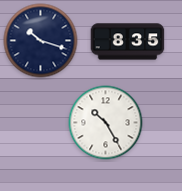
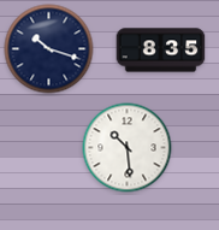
clock at (128, 42) position: (128, 42) -> (161, 51)
clock at (106, 123): 10:25 -> 10:29
